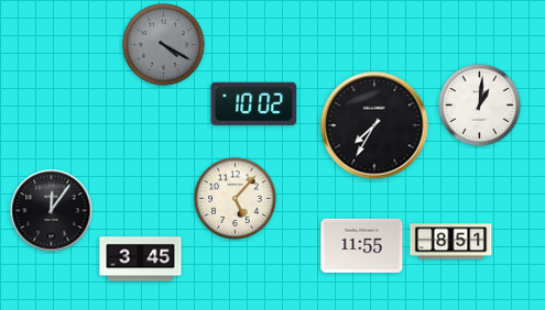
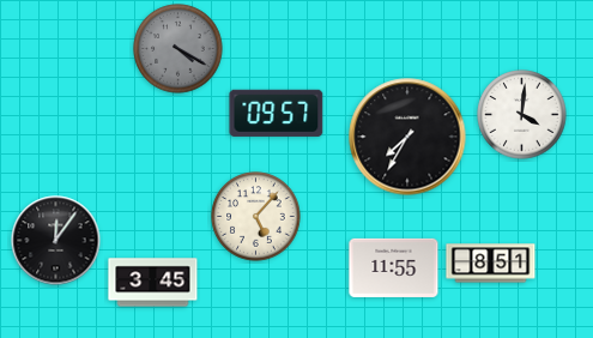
clock at (254, 103): 10:02 -> 09:57
clock at (480, 106): 1:01 -> 4:01
clock at (52, 211) position: (52, 211) -> (56, 241)
